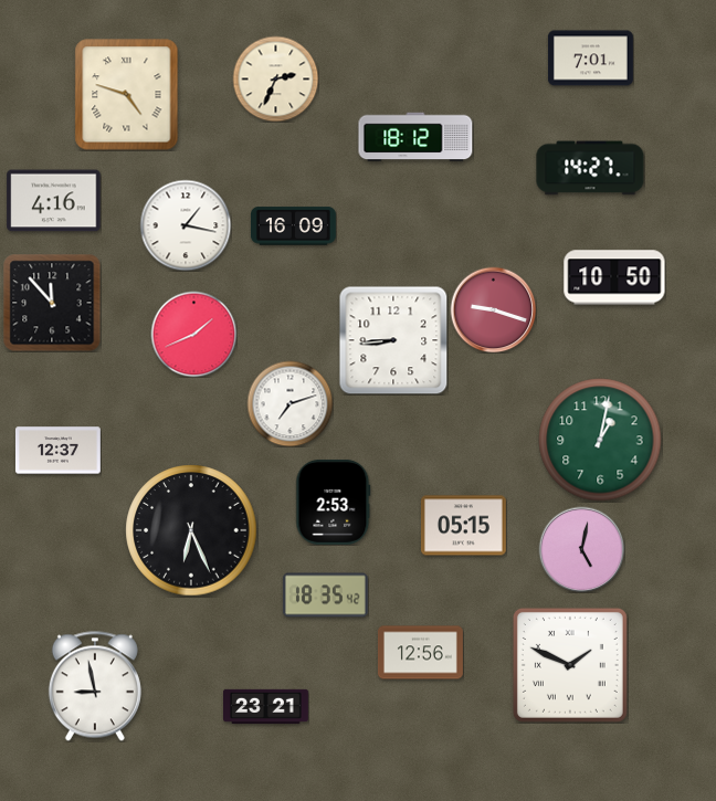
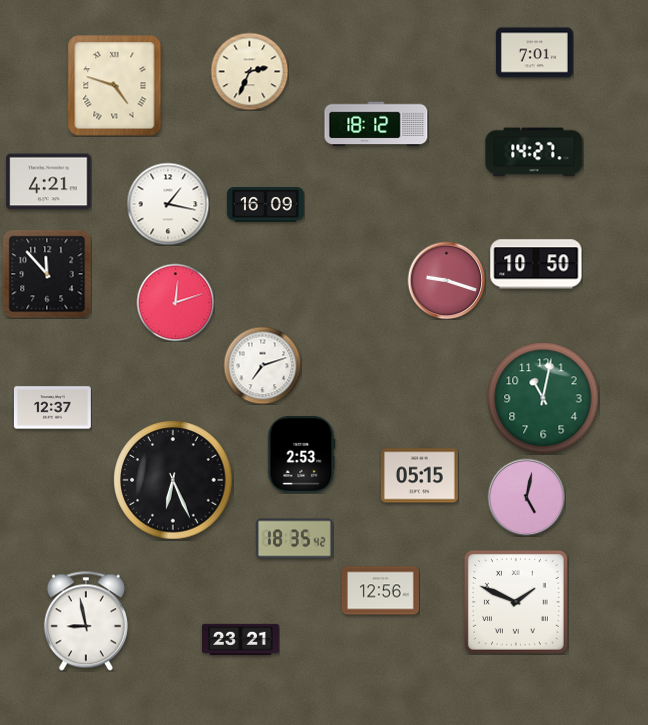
clock at (54, 201): 4:16 -> 4:21
clock at (614, 277) position: (614, 277) -> (536, 264)
clock at (193, 334): 1:41 -> 12:12
clock at (393, 340): 8:44 -> none
clock at (600, 440): 1:02 -> 11:02
